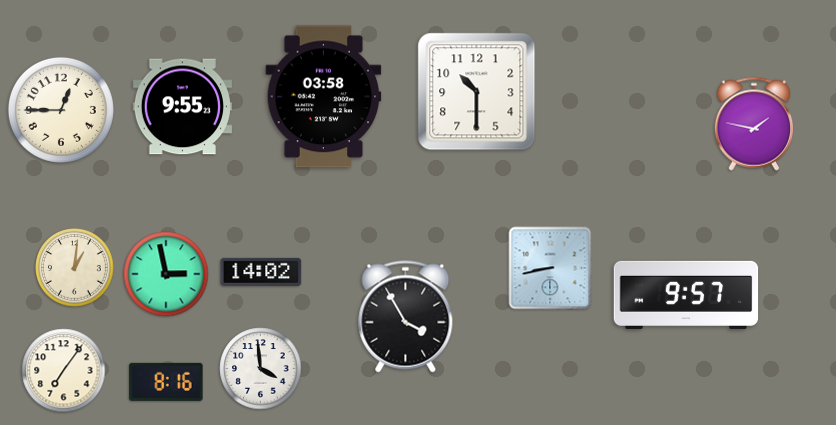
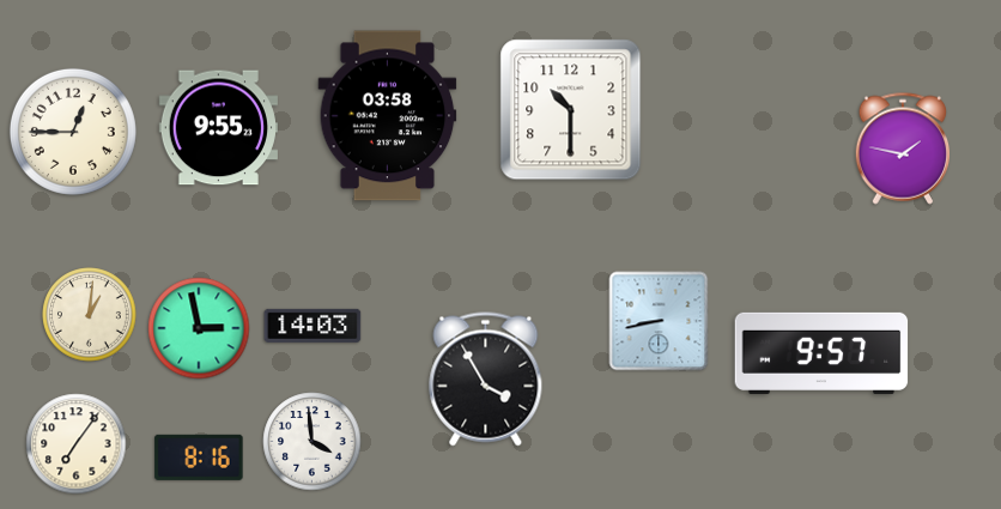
clock at (75, 268) position: (75, 268) -> (90, 315)
clock at (261, 272): 14:02 -> 14:03
